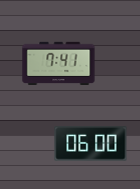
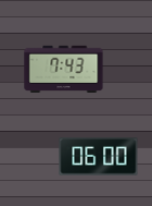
clock at (59, 64): 7:41 -> 7:43
